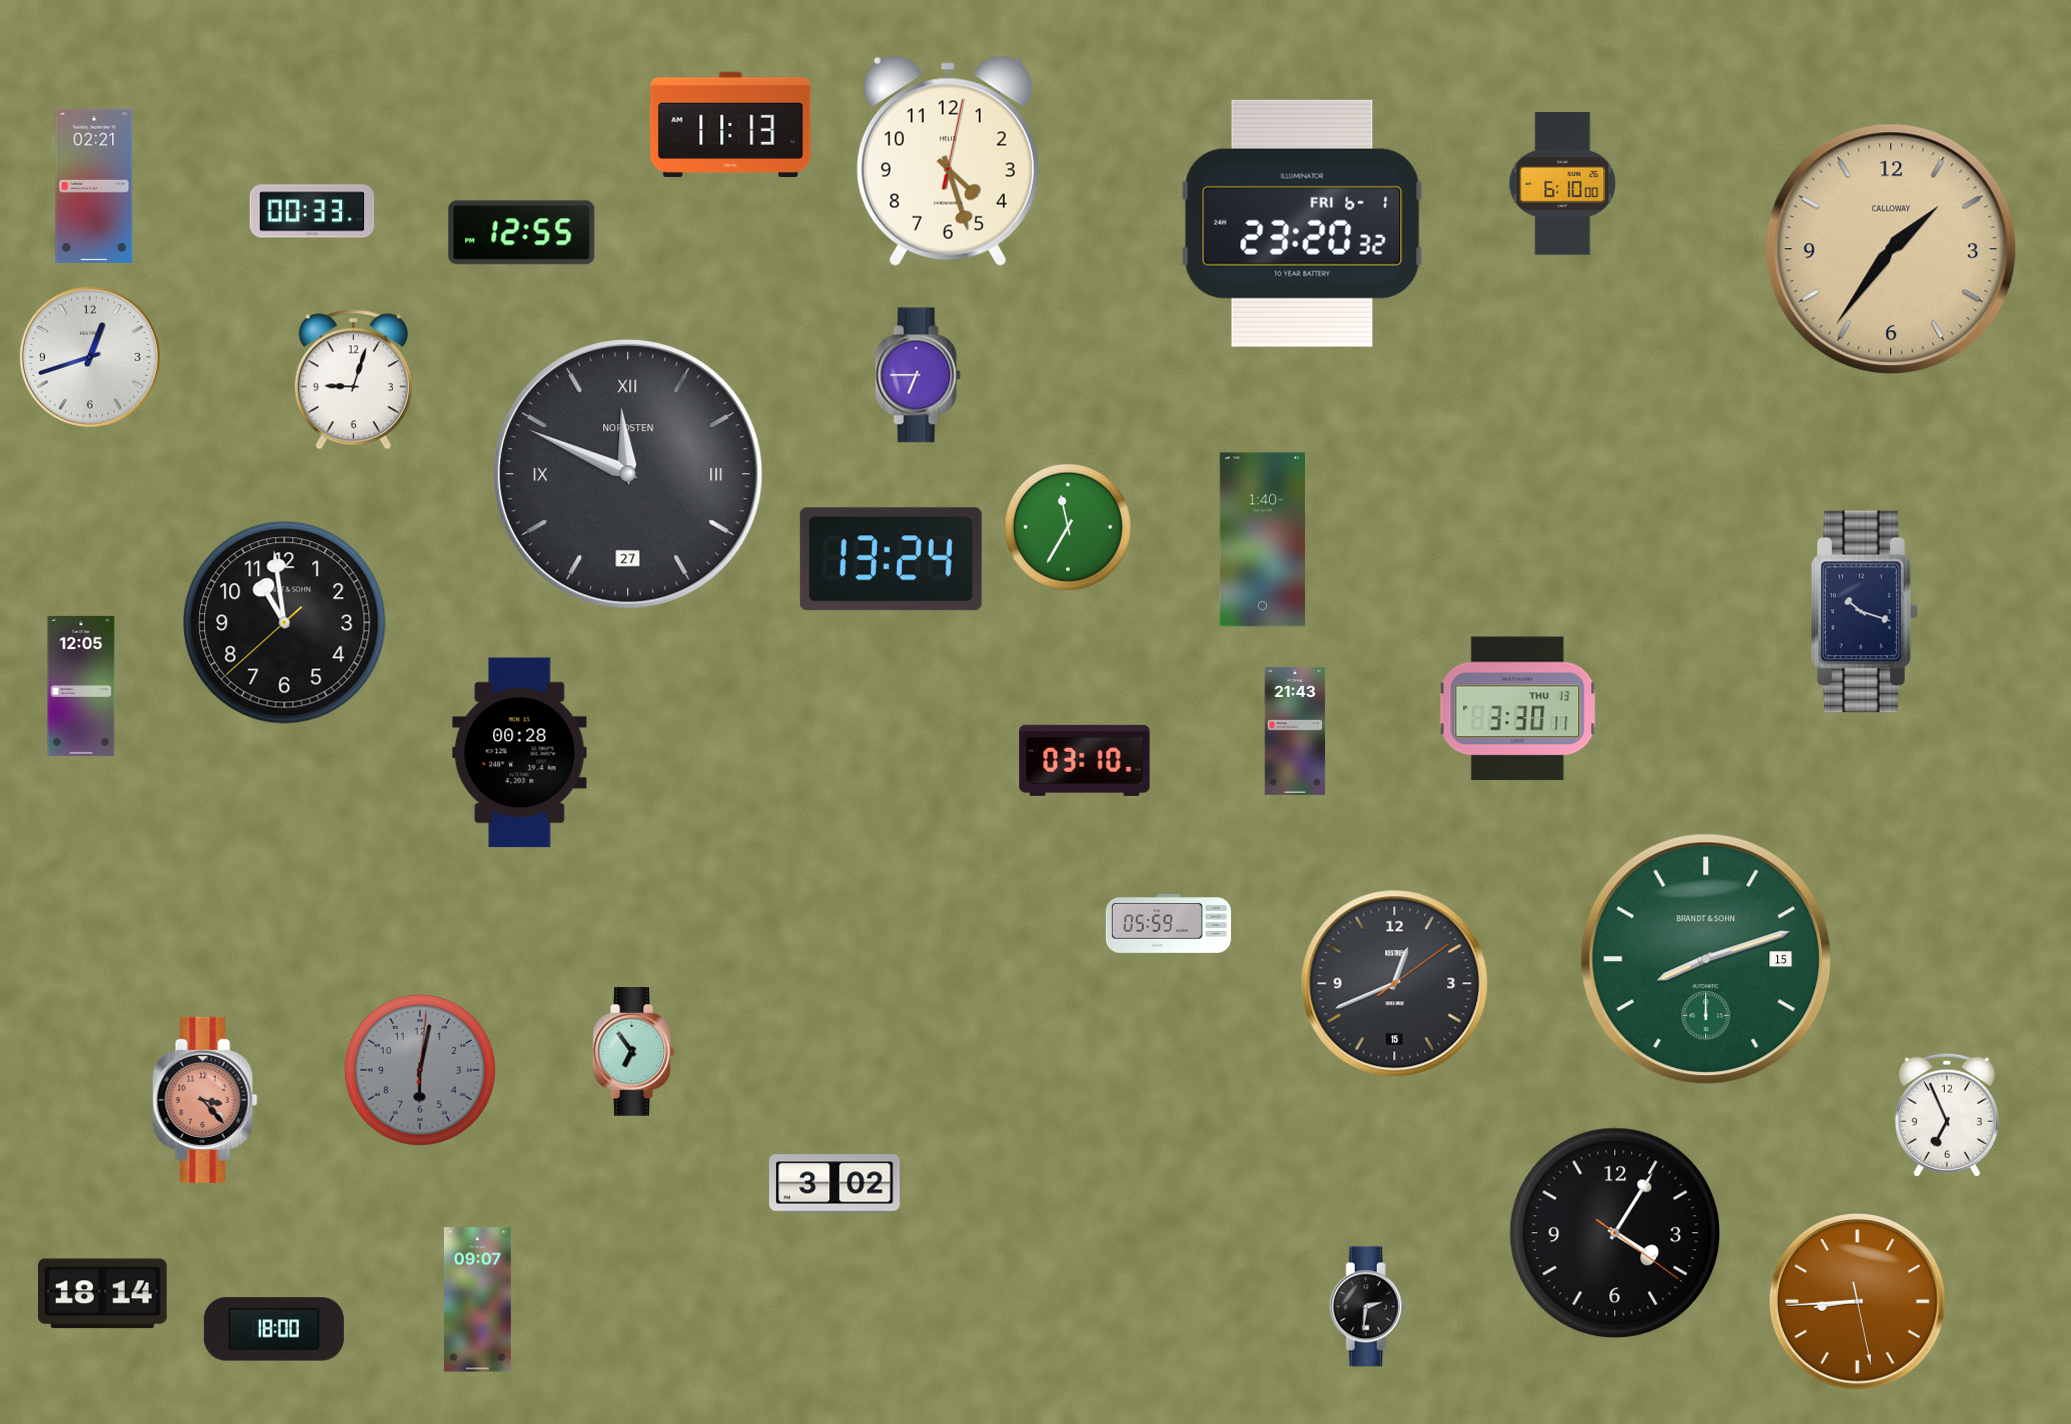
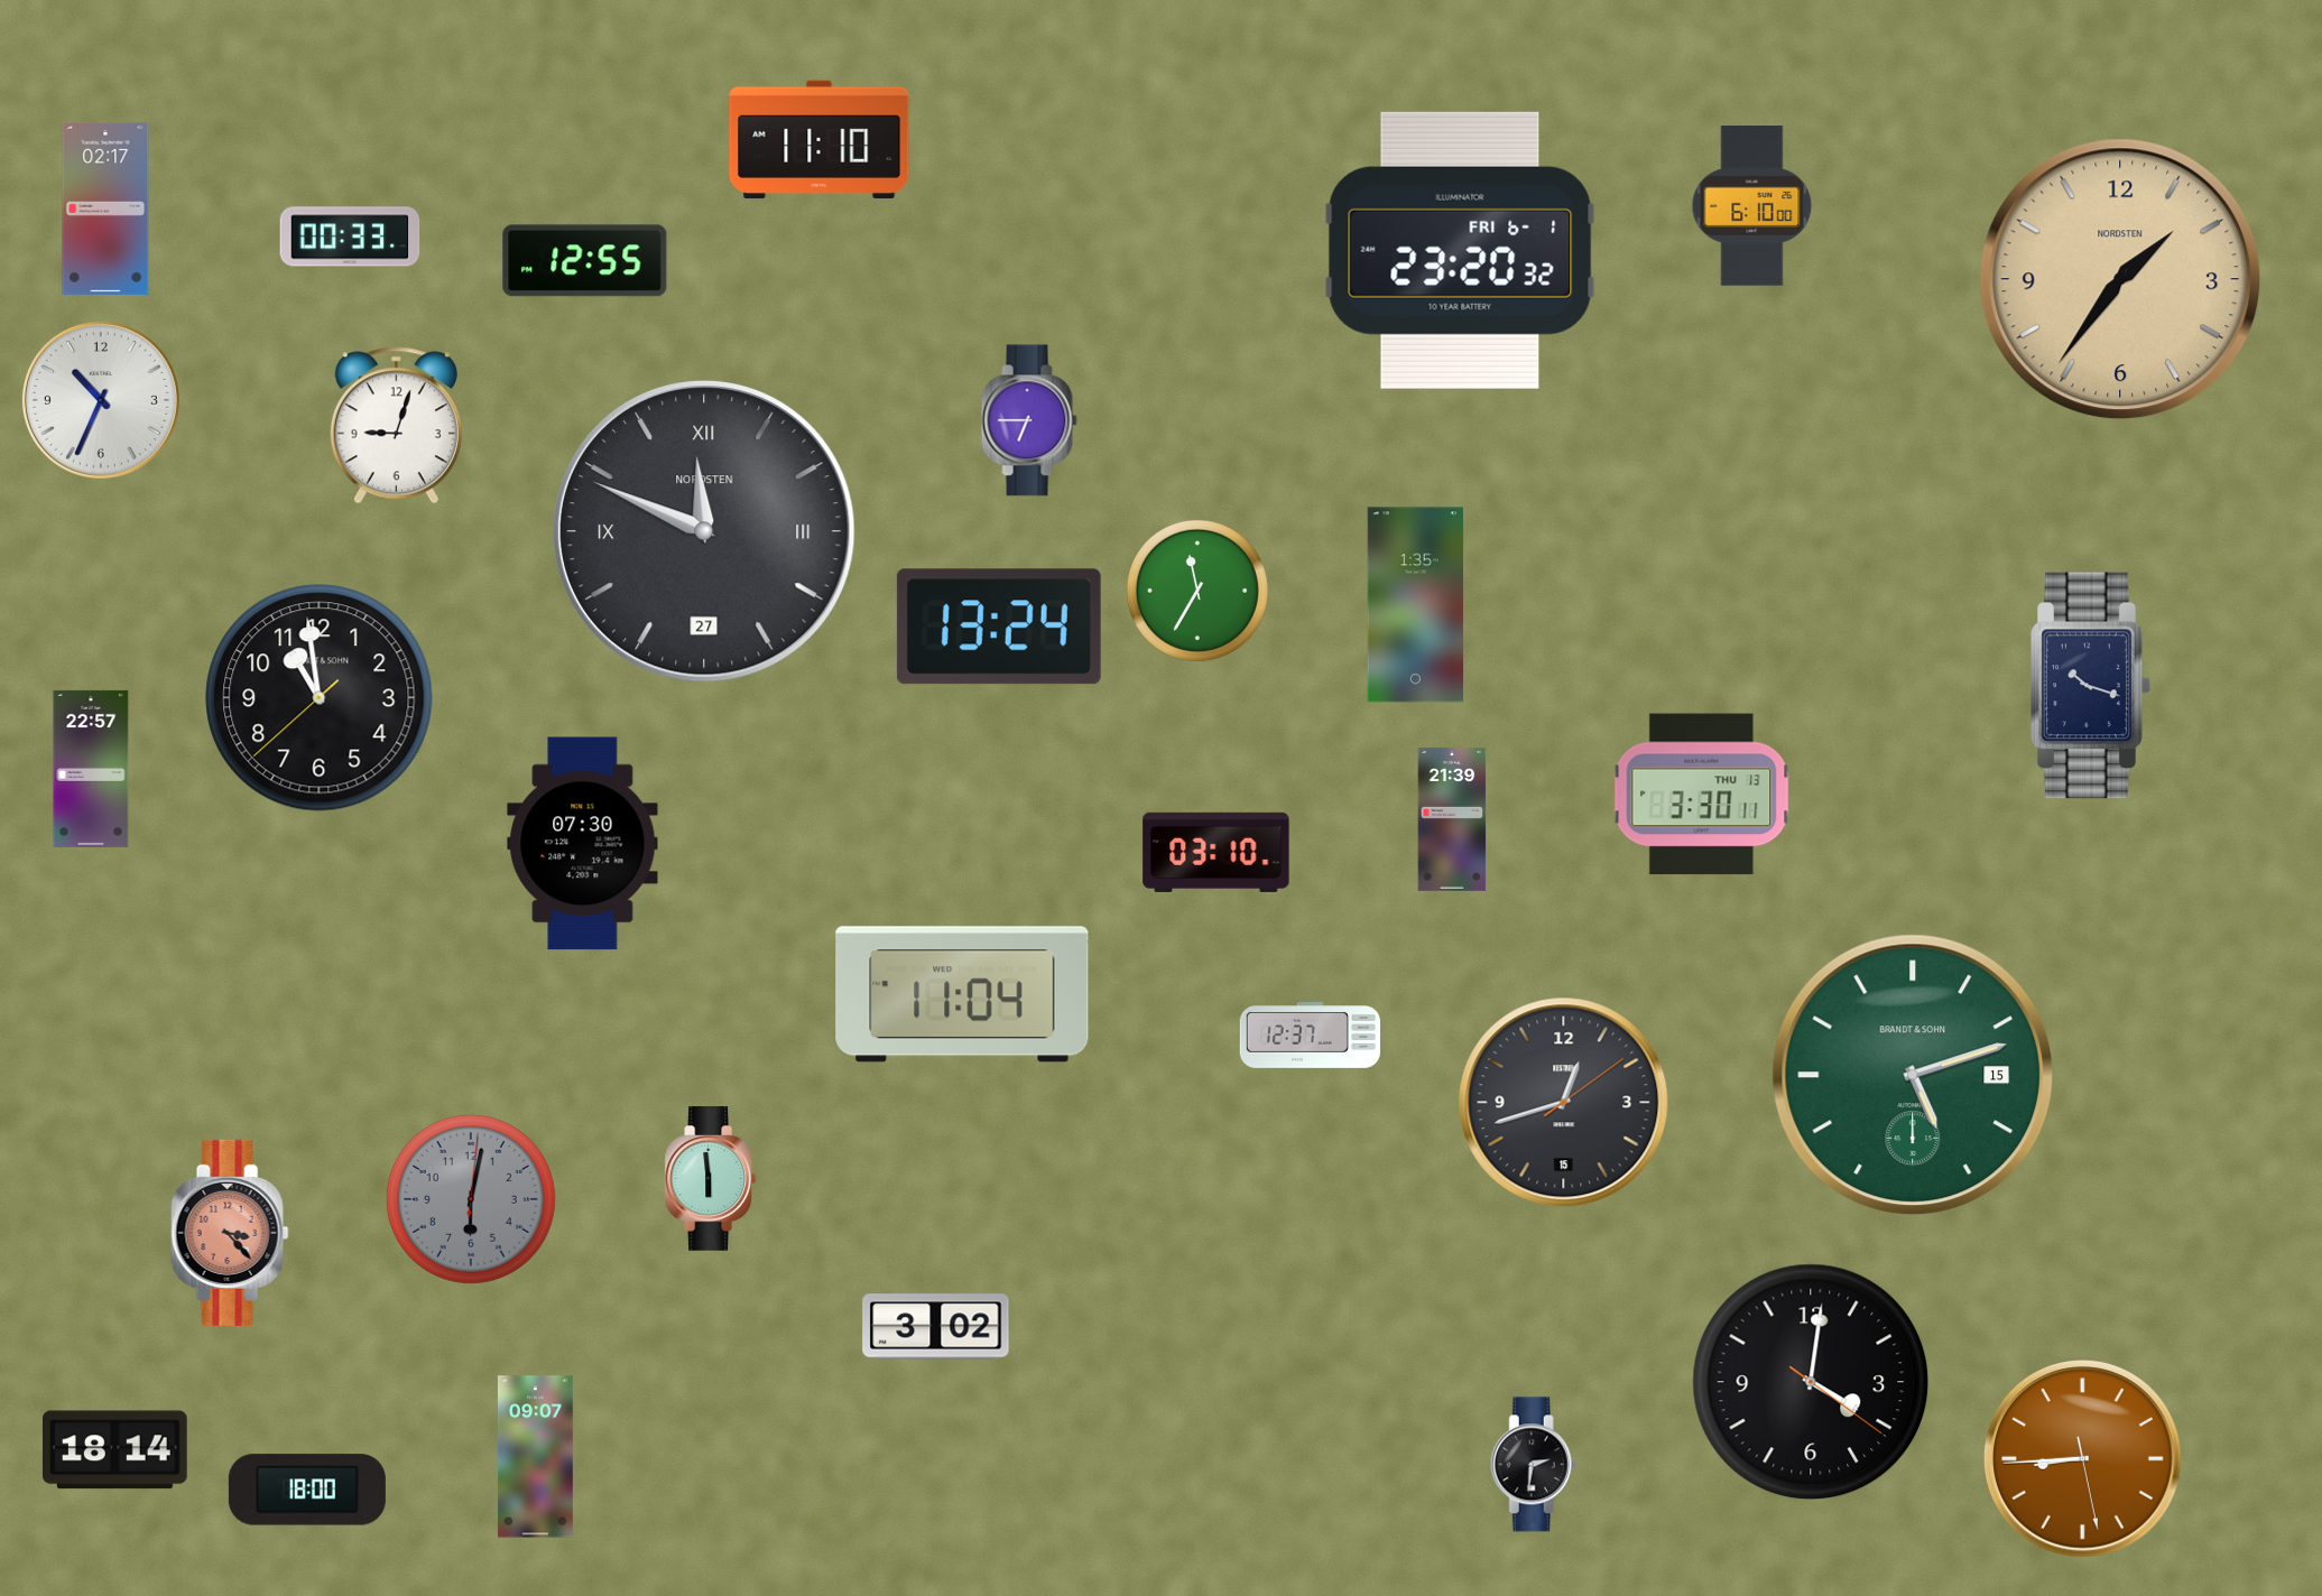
clock at (731, 124): 11:13 -> 11:10
clock at (948, 161): 4:27 -> none
clock at (94, 186): 02:21 -> 02:17
clock at (1891, 249) brand: CALLOWAY -> NORDSTEN
clock at (90, 357): 12:42 -> 10:34
clock at (1262, 540): 1:40 -> 1:35
clock at (81, 686): 12:05 -> 22:57
clock at (1295, 731): 21:43 -> 21:39
clock at (520, 753): 00:28 -> 07:30
clock at (962, 994): none -> 11:04
clock at (1169, 924): 05:59 -> 12:37
clock at (1706, 959): 8:12 -> 5:12
clock at (1395, 984): 12:41 -> 12:42
clock at (633, 1052): 6:54 -> 5:59
clock at (1947, 1115): 6:56 -> none
clock at (1615, 1233): 4:05 -> 4:01
